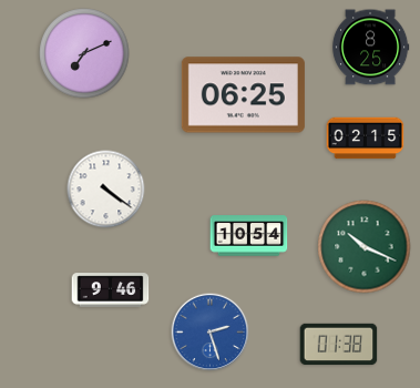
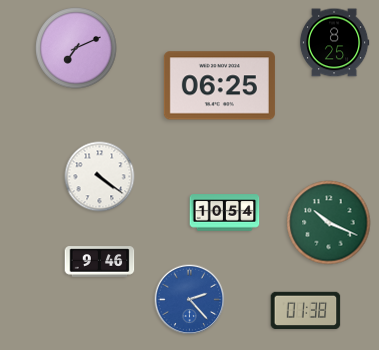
clock at (366, 139): 02:15 -> none
clock at (106, 190) position: (106, 190) -> (100, 177)
clock at (211, 333): 2:27 -> 2:23
